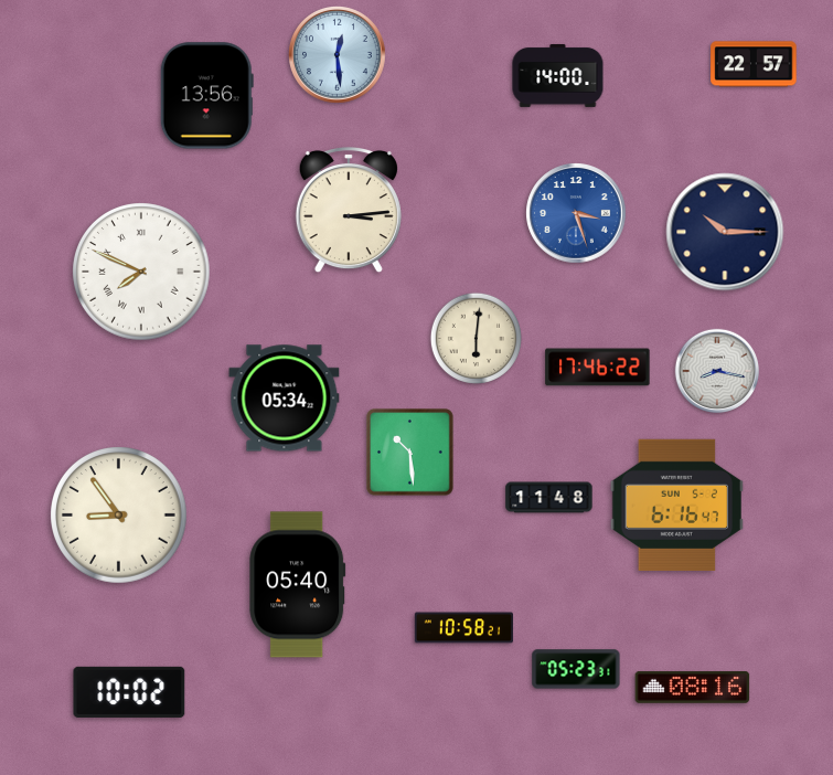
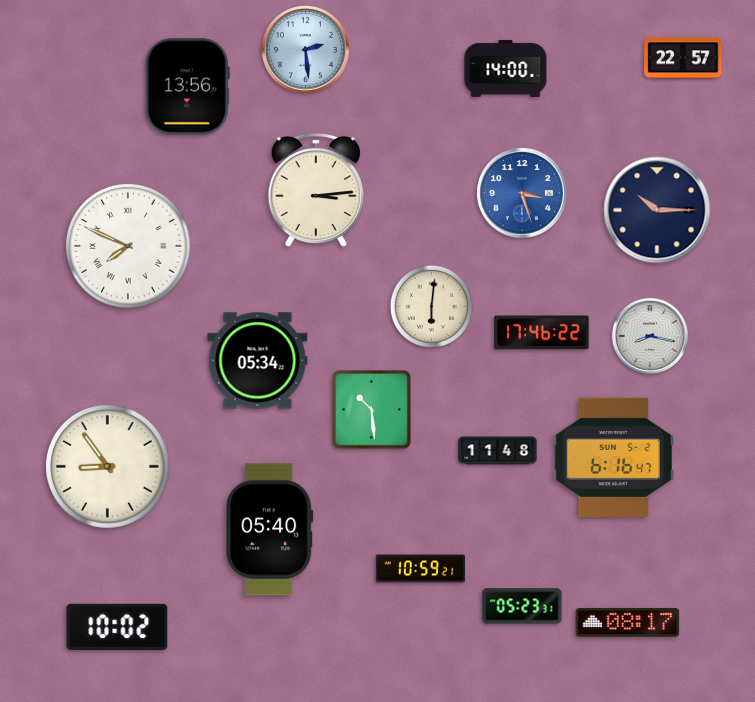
clock at (338, 55): 12:29 -> 2:29
clock at (463, 628): 10:58 -> 10:59
clock at (693, 687): 08:16 -> 08:17
